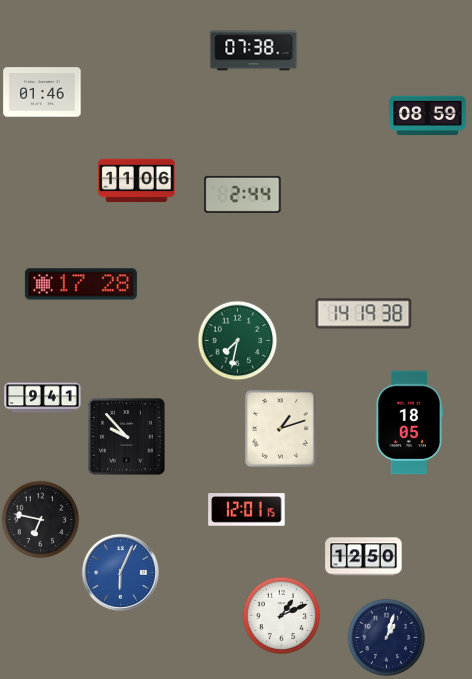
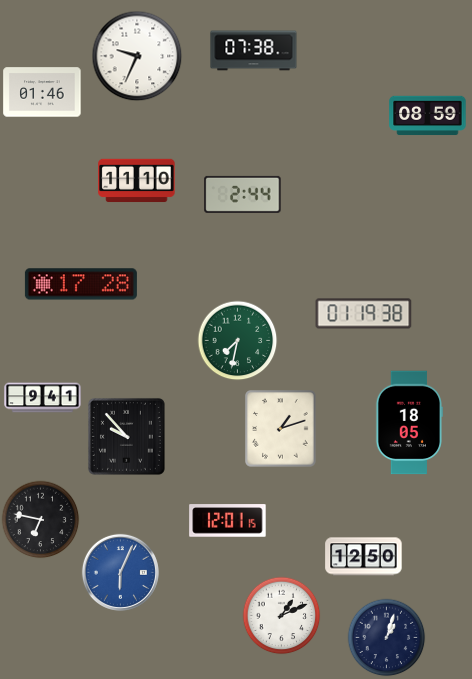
clock at (137, 56): none -> 9:34
clock at (137, 181): 11:06 -> 11:10
clock at (364, 314): 14:19 -> 01:19
clock at (247, 510) position: (247, 510) -> (228, 521)
